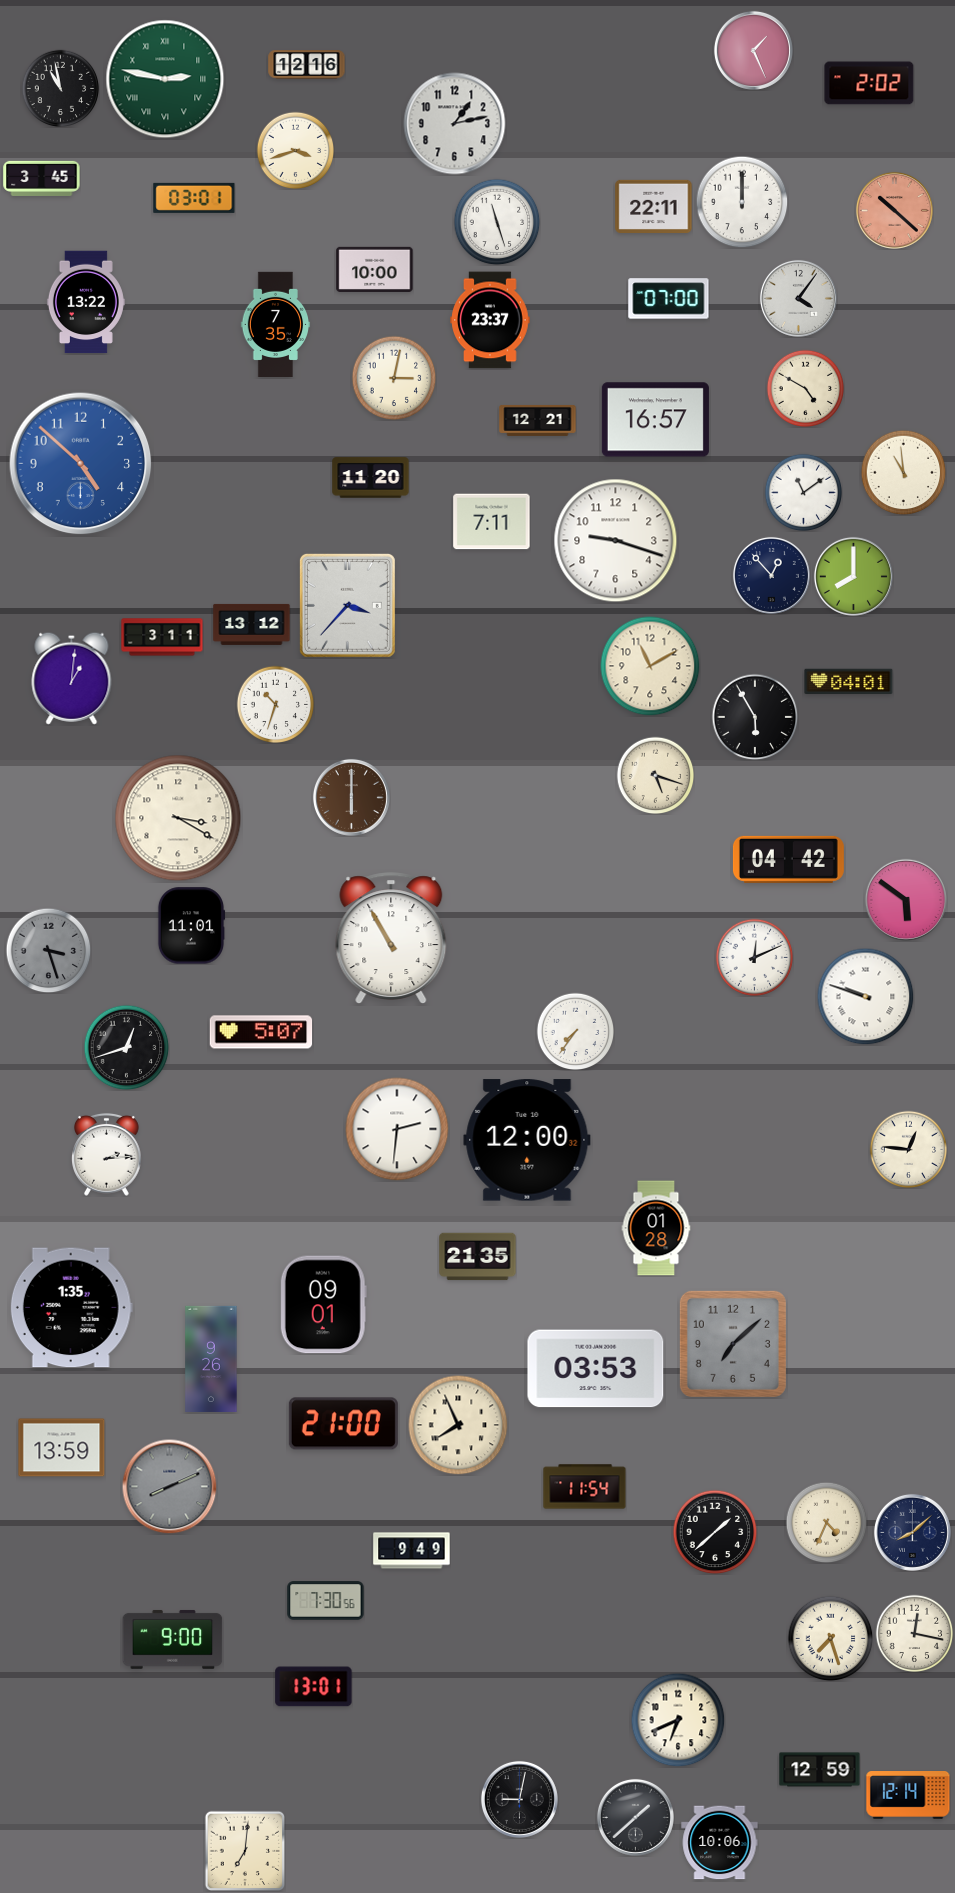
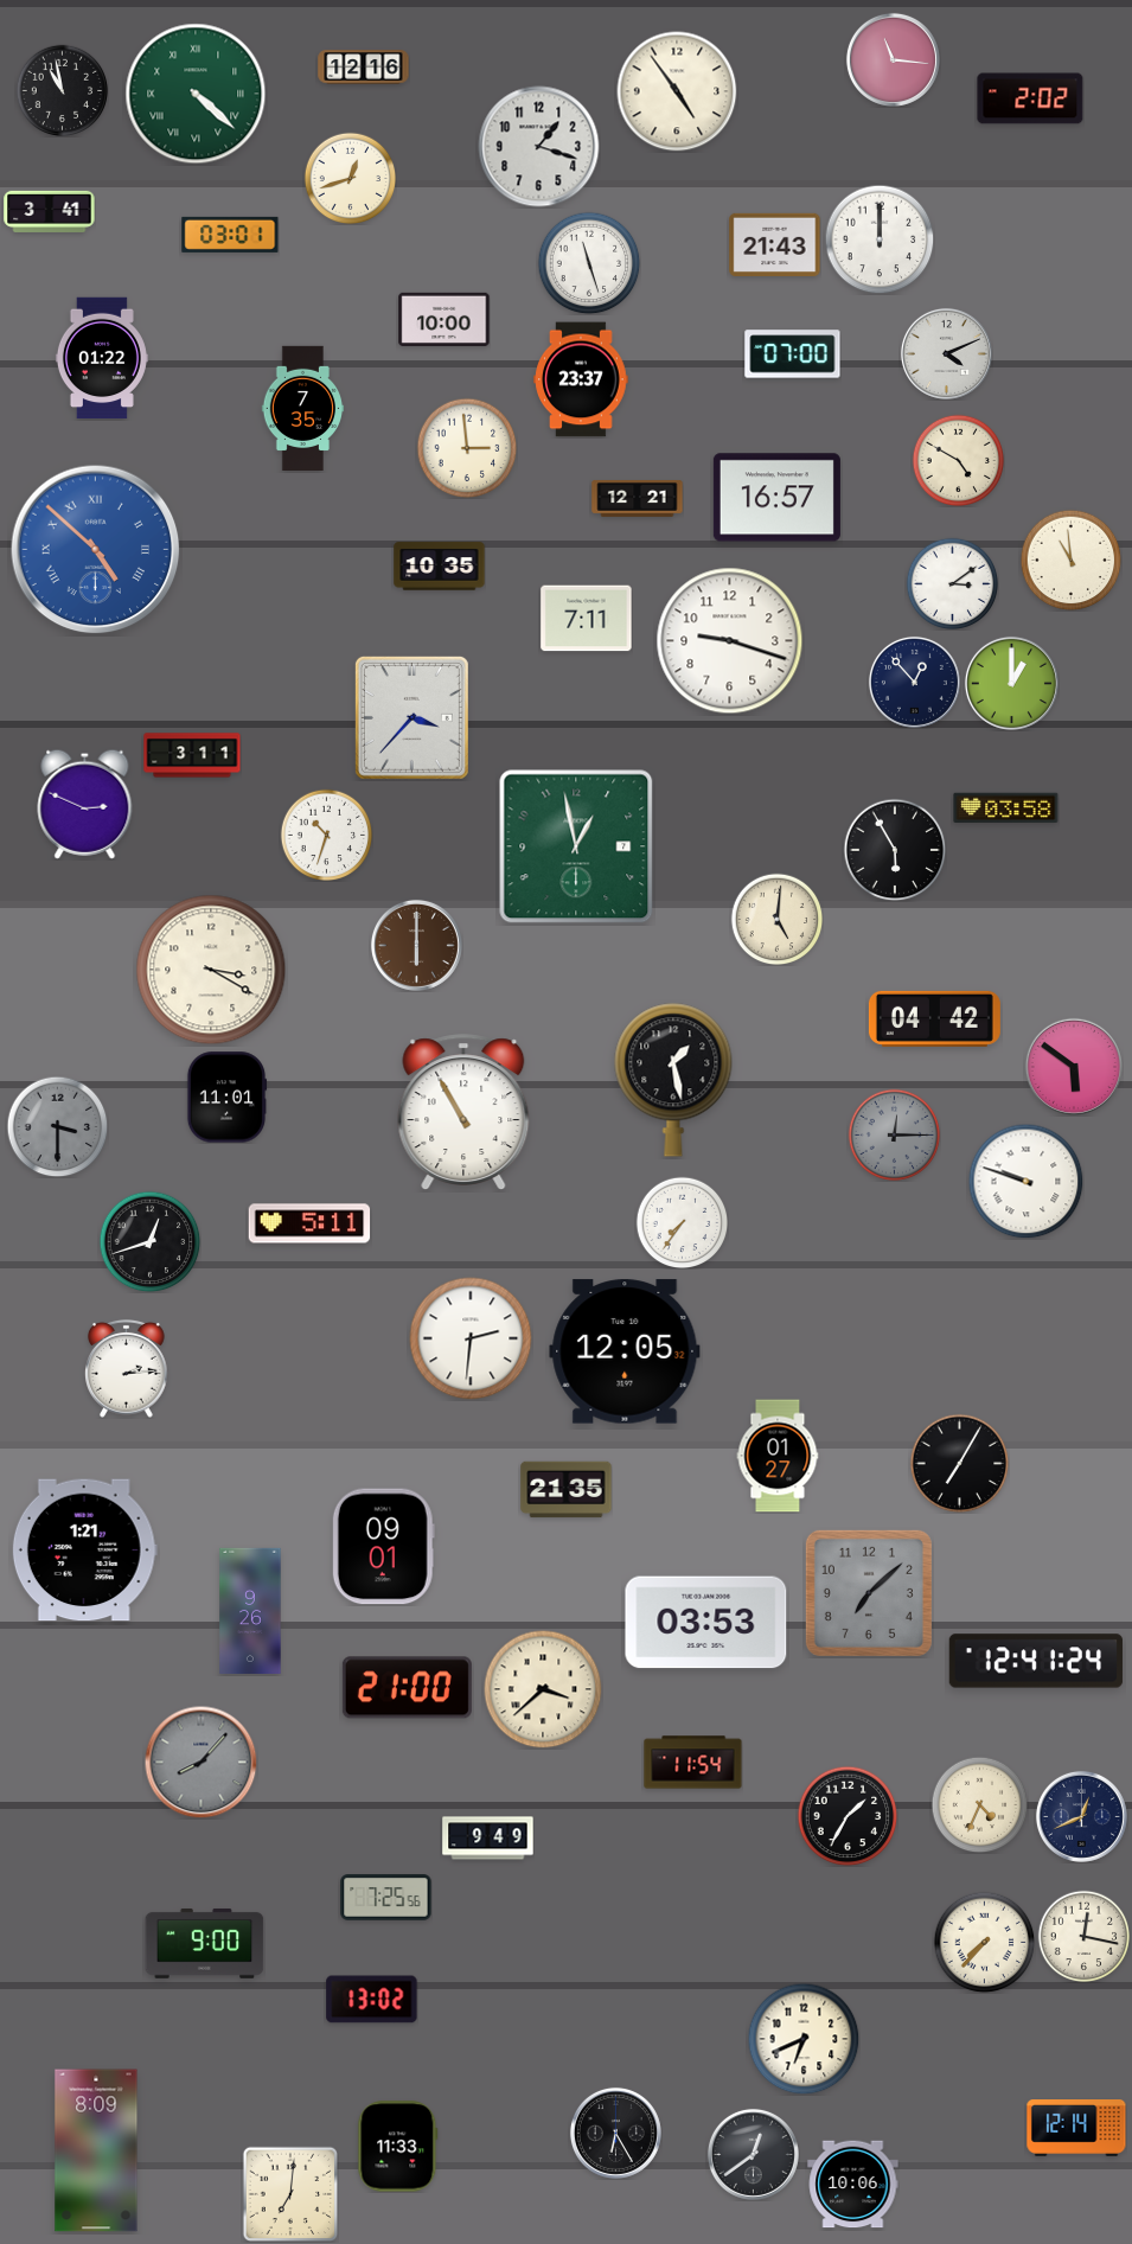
clock at (753, 50): 1:26 -> 11:16
clock at (307, 65) position: (307, 65) -> (364, 68)
clock at (677, 91): none -> 4:54
clock at (165, 79): 2:47 -> 4:22
clock at (60, 88) position: (60, 88) -> (62, 90)
clock at (455, 124): 1:13 -> 1:18
clock at (295, 150): 3:42 -> 12:42
clock at (42, 178): 3:45 -> 3:41
clock at (654, 206): 22:11 -> 21:43
clock at (894, 210): 10:22 -> none
clock at (798, 298): 4:06 -> 4:11
clock at (86, 302): 13:22 -> 01:22
clock at (276, 324) position: (276, 324) -> (303, 408)
clock at (394, 378): 3:02 -> 2:59
clock at (805, 388) position: (805, 388) -> (958, 460)
clock at (81, 464) numerals: Arabic -> Roman
clock at (371, 478): 11:20 -> 10:35
clock at (803, 492): 11:09 -> 3:09
clock at (492, 522) position: (492, 522) -> (587, 619)
clock at (853, 576): 8:00 -> 1:00
clock at (252, 624): 13:12 -> none
clock at (650, 666): 11:10 -> none
clock at (72, 678): 1:01 -> 2:49
clock at (849, 682): 04:01 -> 03:58
clock at (576, 846): none -> 12:58
clock at (655, 775): 5:18 -> 5:01
clock at (673, 1080): none -> 1:28
clock at (48, 950): 3:27 -> 3:30
clock at (754, 957): 12:11 -> 12:15
clock at (754, 957) dial: white -> grey
clock at (261, 1032): 5:07 -> 5:11
clock at (527, 1140): 12:00 -> 12:05
clock at (908, 1149): 12:46 -> none
clock at (656, 1228): 01:28 -> 01:27
clock at (959, 1463): none -> 7:05
clock at (71, 1308): 1:35 -> 1:21
clock at (1036, 1661): none -> 12:41
clock at (458, 1425): 7:56 -> 3:38
clock at (62, 1448): 13:59 -> none
clock at (169, 1486): 8:11 -> 8:07
clock at (715, 1532): 1:38 -> 1:35
clock at (912, 1532): 8:08 -> 12:41
clock at (326, 1601): 7:30 -> 7:25
clock at (830, 1638): 7:27 -> 7:37
clock at (314, 1687): 13:01 -> 13:02
clock at (820, 1770): 12:59 -> none
clock at (519, 1799): 9:02 -> 6:25
clock at (398, 2147): none -> 11:33
clock at (96, 2150): none -> 8:09
clock at (635, 1817): 1:38 -> 12:39
